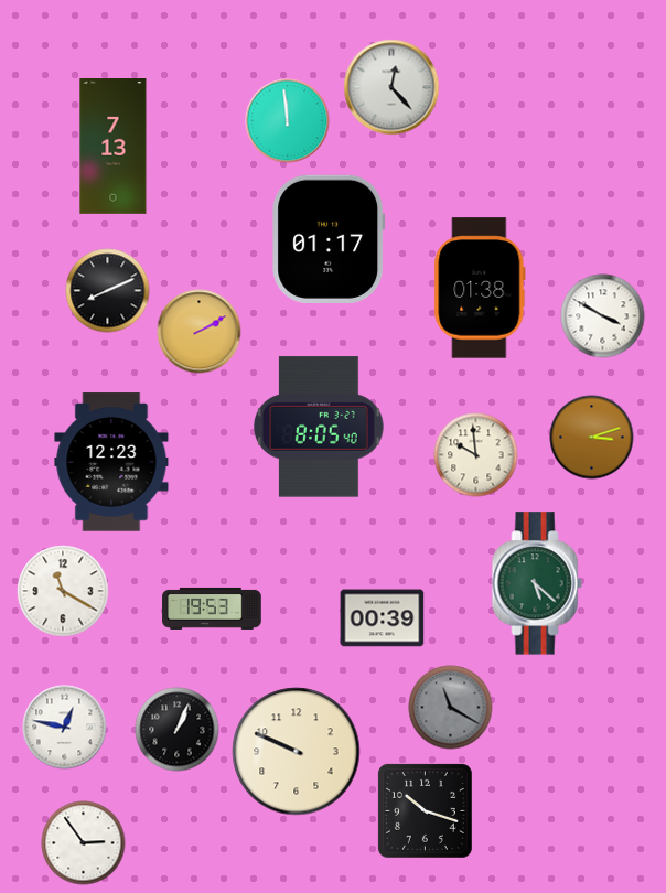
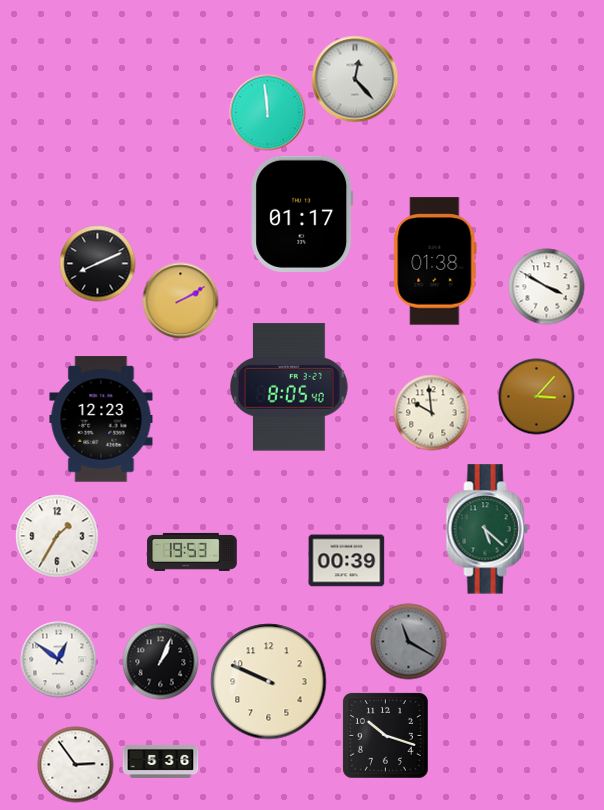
clock at (288, 121) position: (288, 121) -> (268, 113)
clock at (114, 147): 7:13 -> none
clock at (329, 239) position: (329, 239) -> (302, 214)
clock at (592, 438): 3:12 -> 3:07
clock at (63, 591): 11:20 -> 1:35
clock at (65, 728): 12:47 -> 12:51
clock at (161, 761): none -> 5:36
